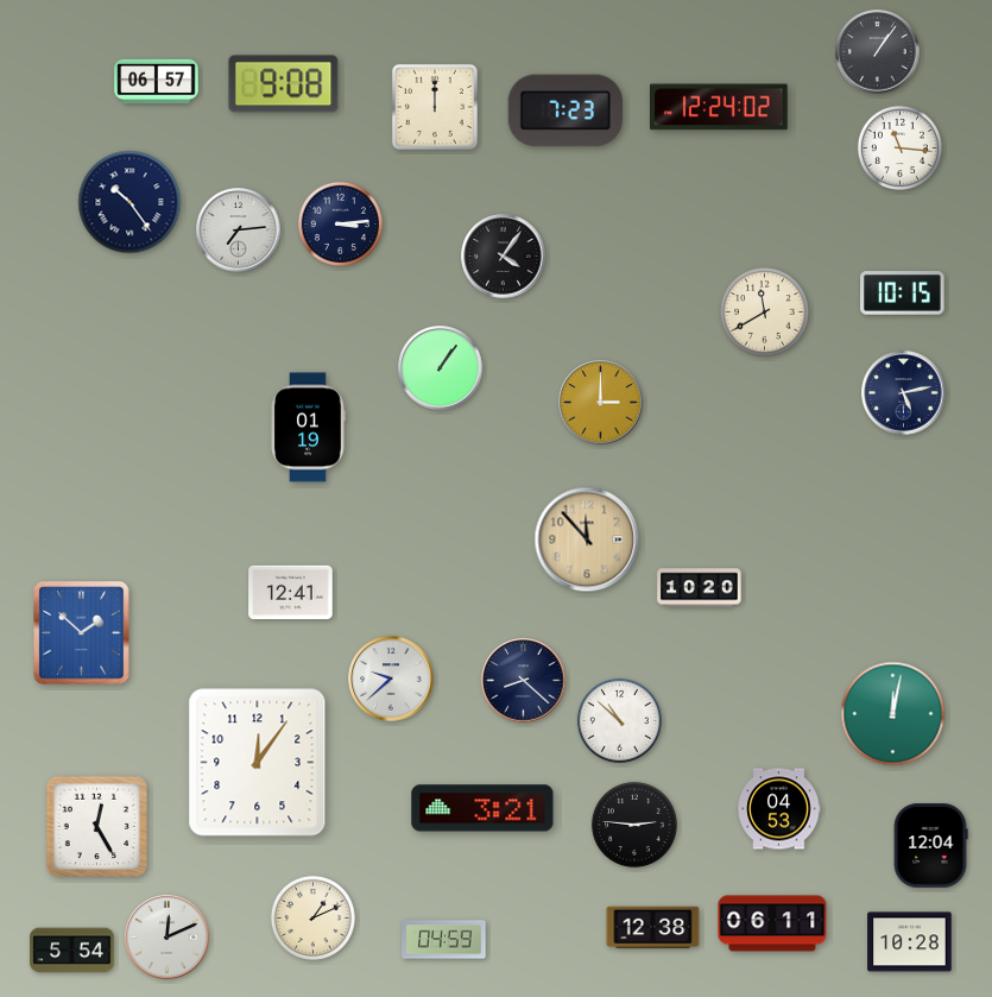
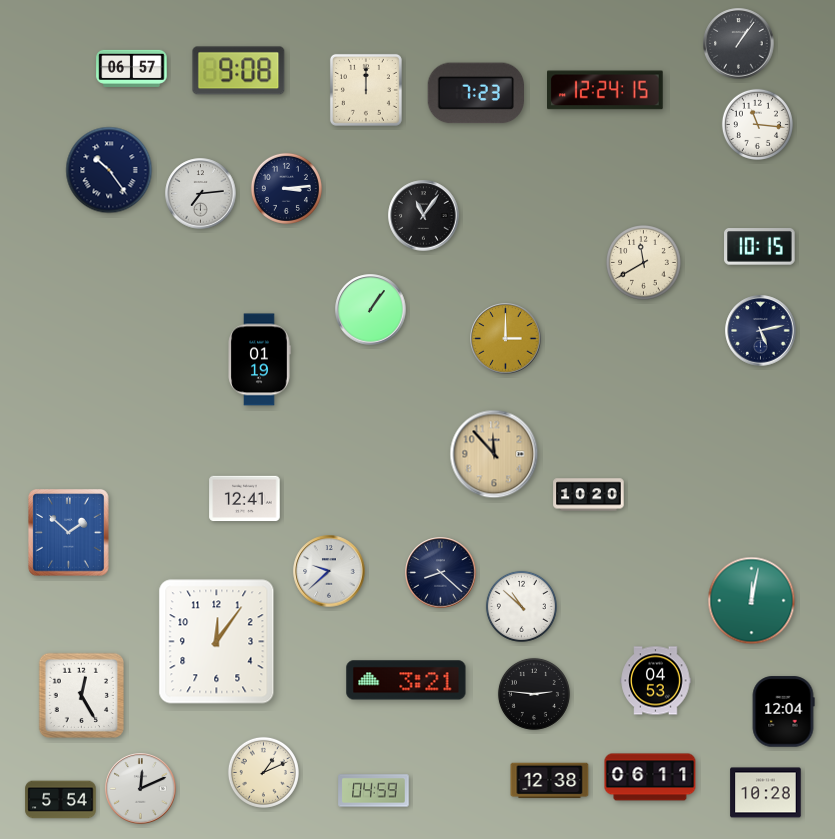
clock at (720, 107): 12:24:02 -> 12:24:15
clock at (504, 257): 4:06 -> 11:06
